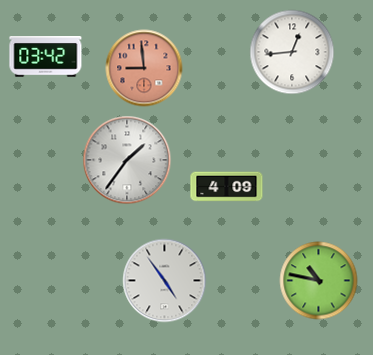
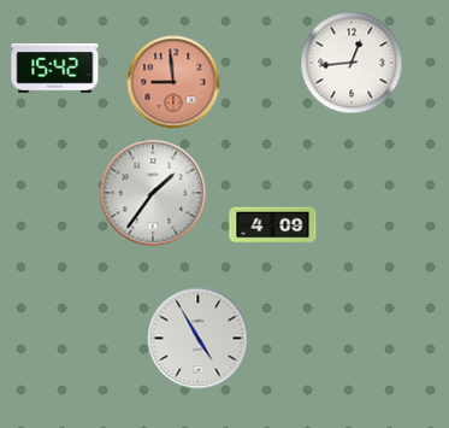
clock at (46, 57): 03:42 -> 15:42
clock at (165, 281): 4:54 -> 4:55
clock at (319, 281): 10:47 -> none
